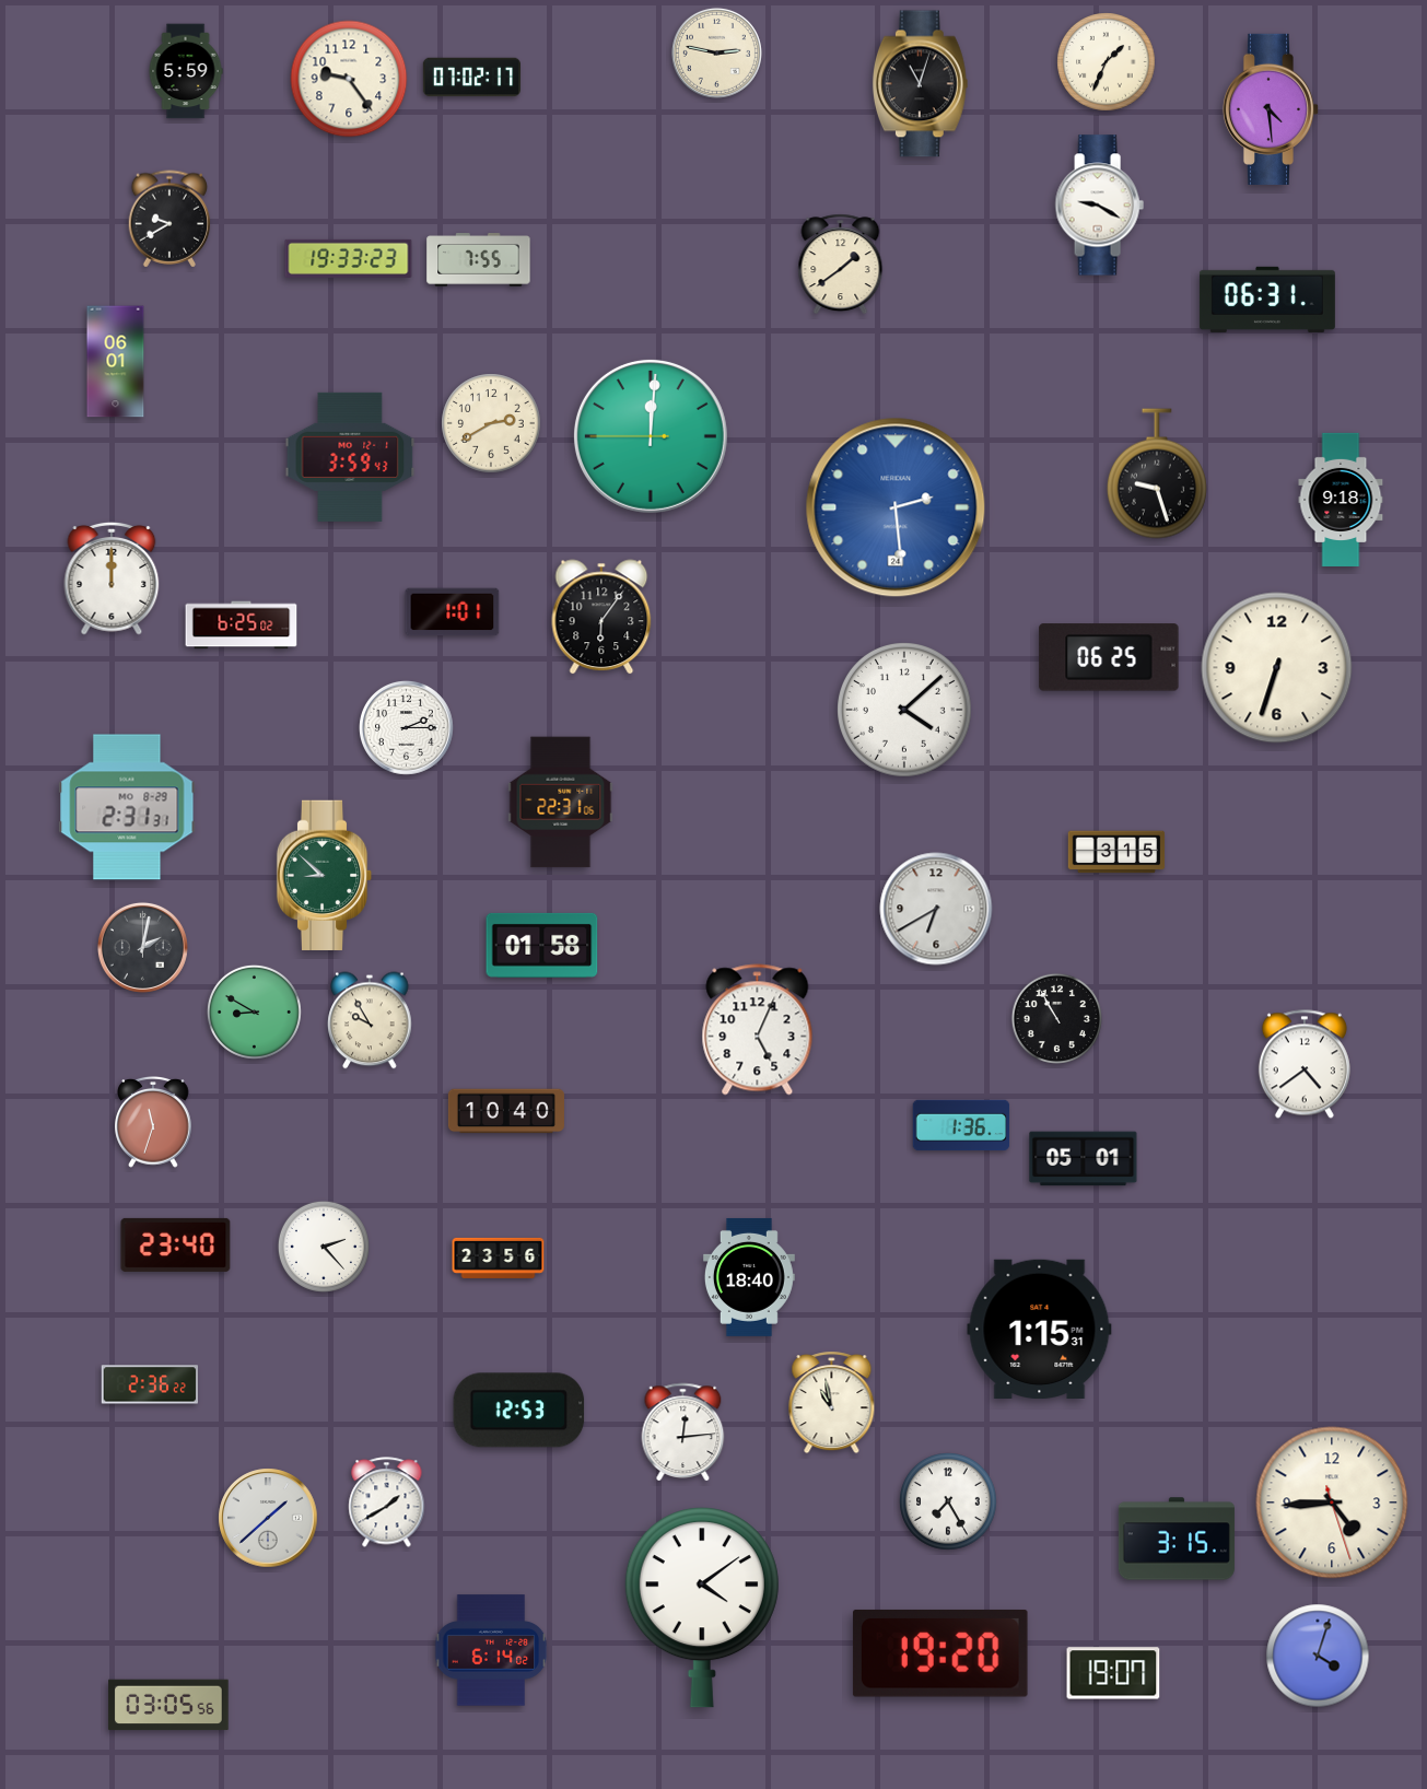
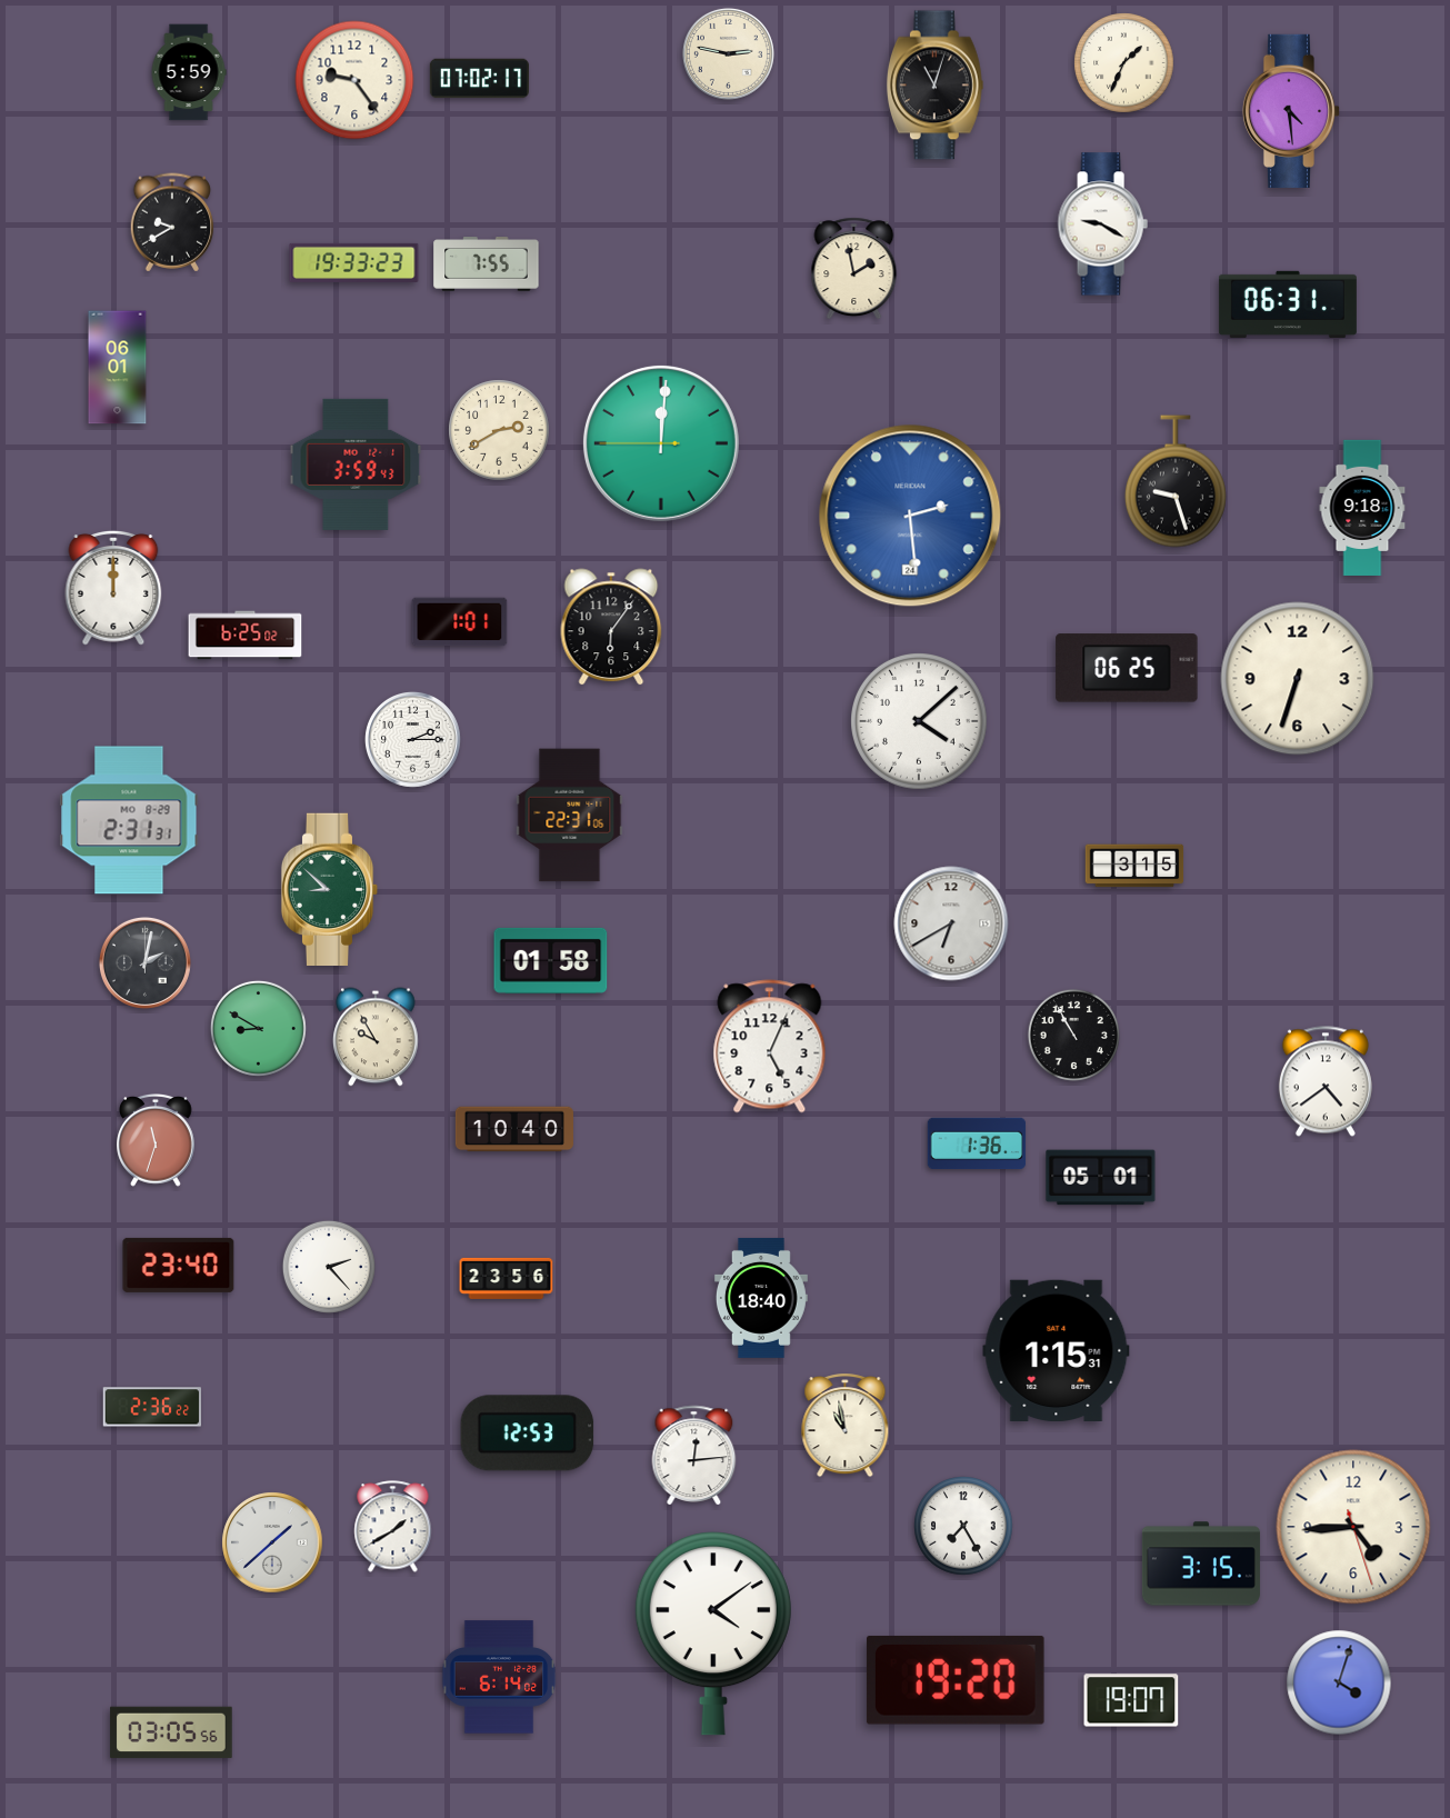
clock at (1099, 206) position: (1099, 206) -> (1102, 224)
clock at (841, 265): 1:39 -> 1:58
clock at (1177, 1539) position: (1177, 1539) -> (1201, 1564)
